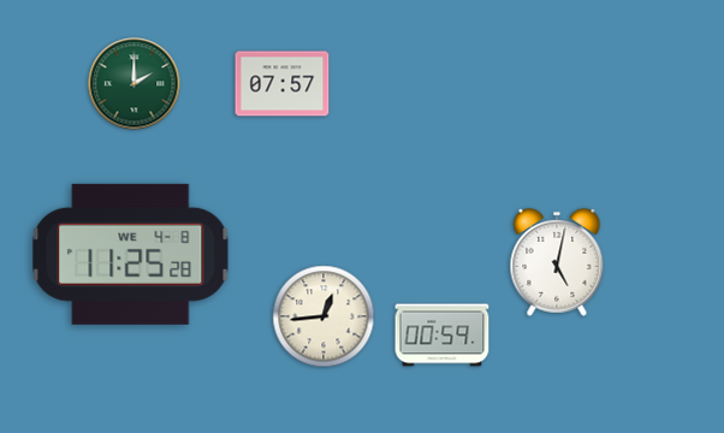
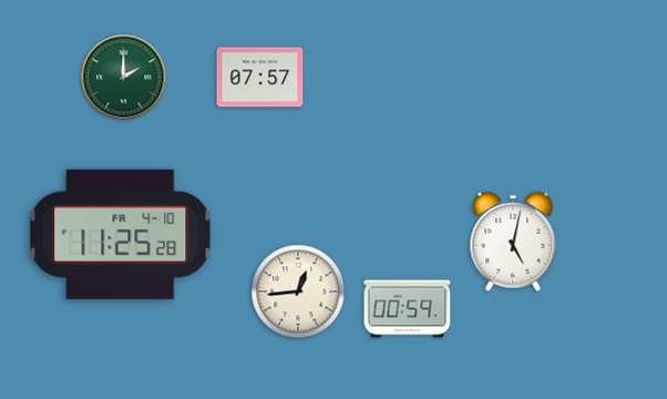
clock at (131, 254) date: WE 4-8 -> FR 4-10
